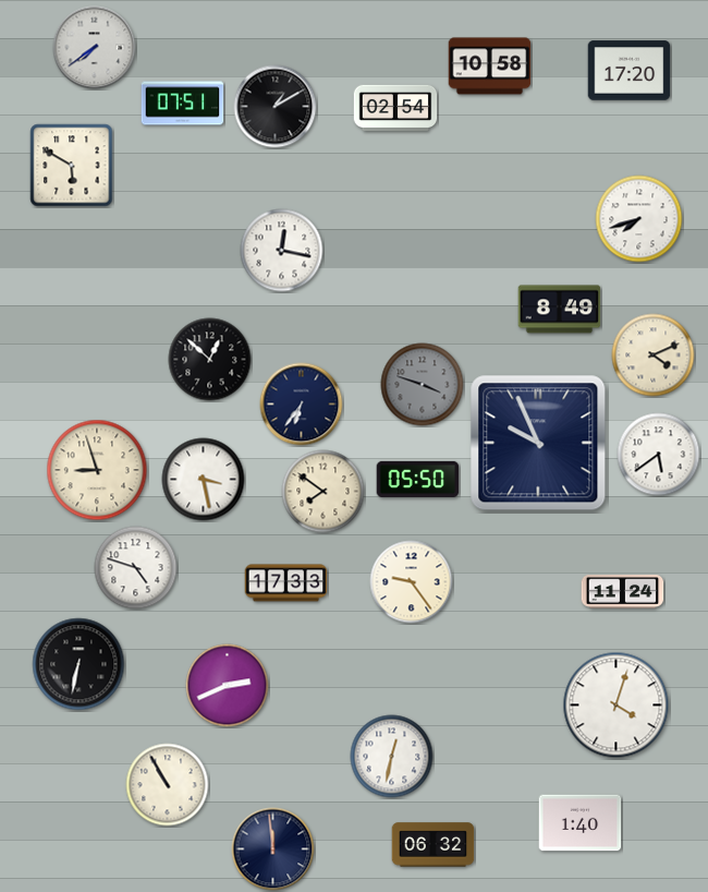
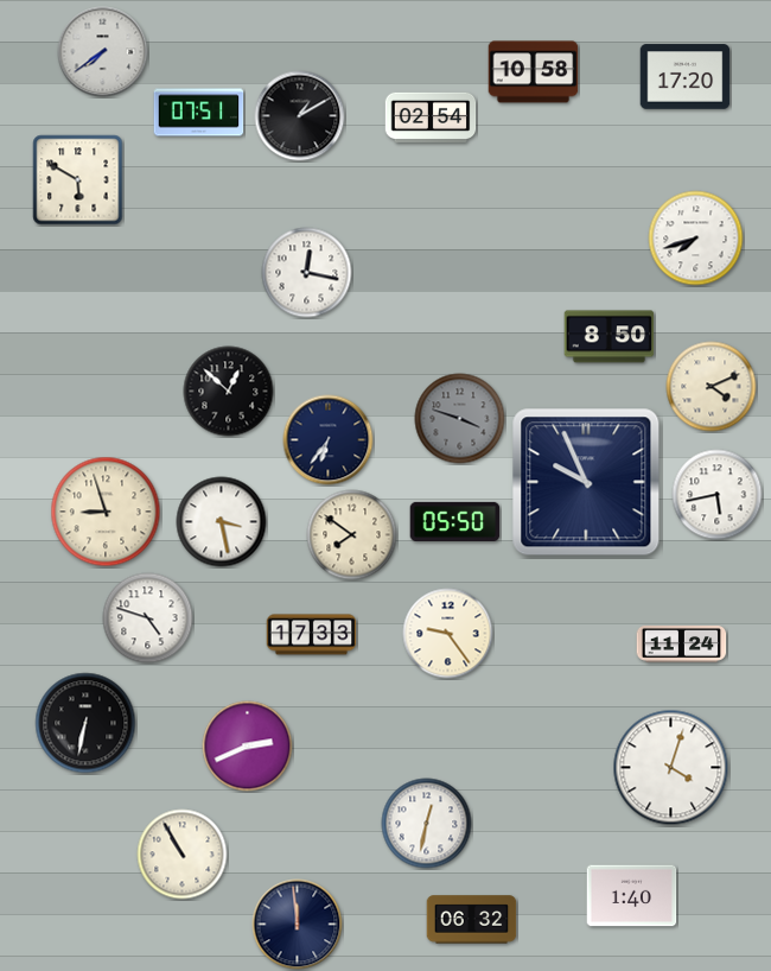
clock at (560, 310): 8:49 -> 8:50
clock at (659, 455): 5:39 -> 5:43
clock at (623, 592) position: (623, 592) -> (682, 645)
